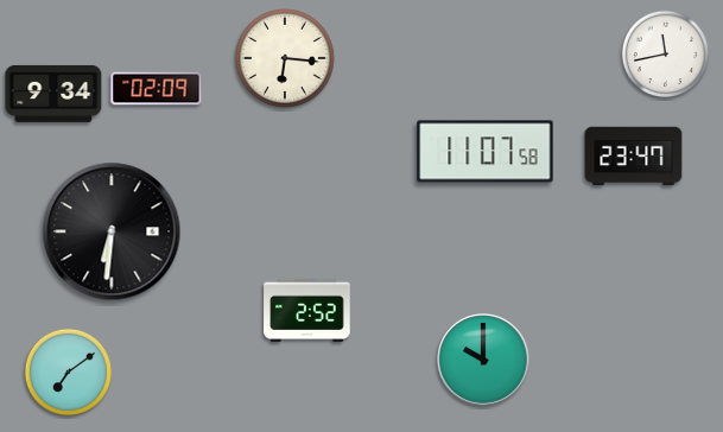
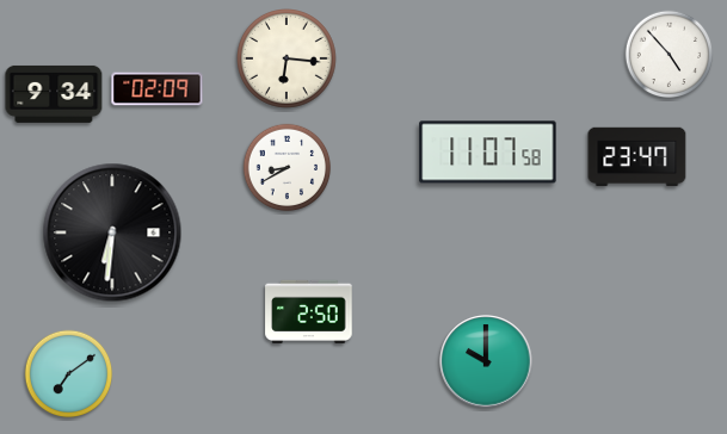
clock at (666, 55): 11:43 -> 4:53
clock at (288, 168): none -> 8:40
clock at (307, 310): 2:52 -> 2:50
